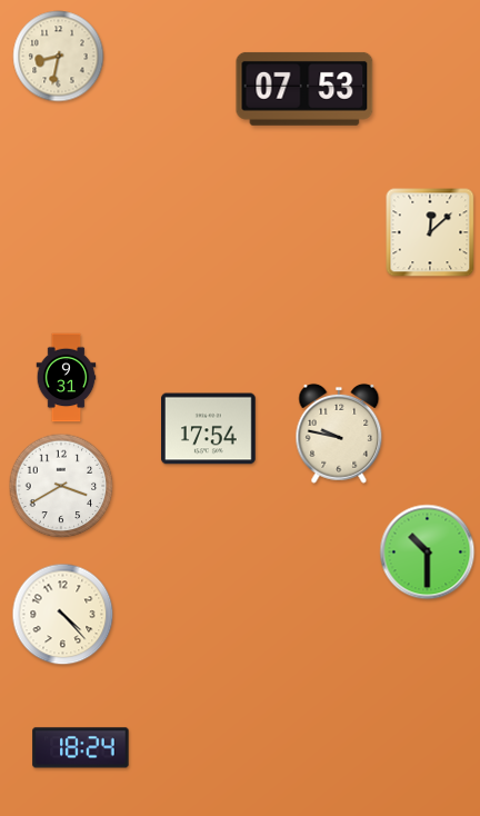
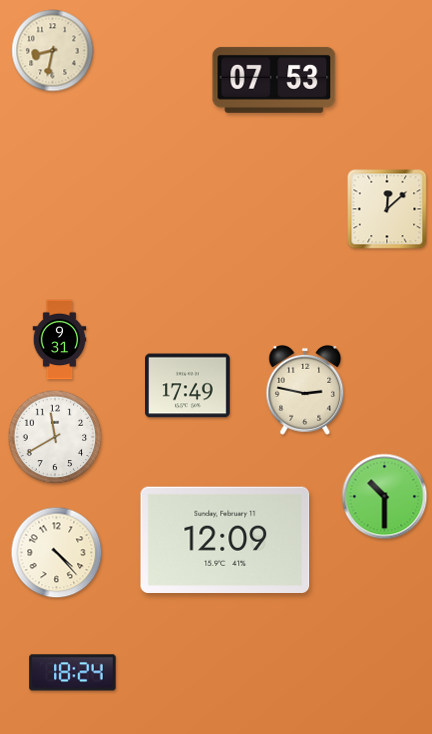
clock at (209, 429): 17:54 -> 17:49
clock at (339, 434): 9:47 -> 2:47
clock at (61, 486): 3:40 -> 11:40
clock at (225, 539): none -> 12:09
